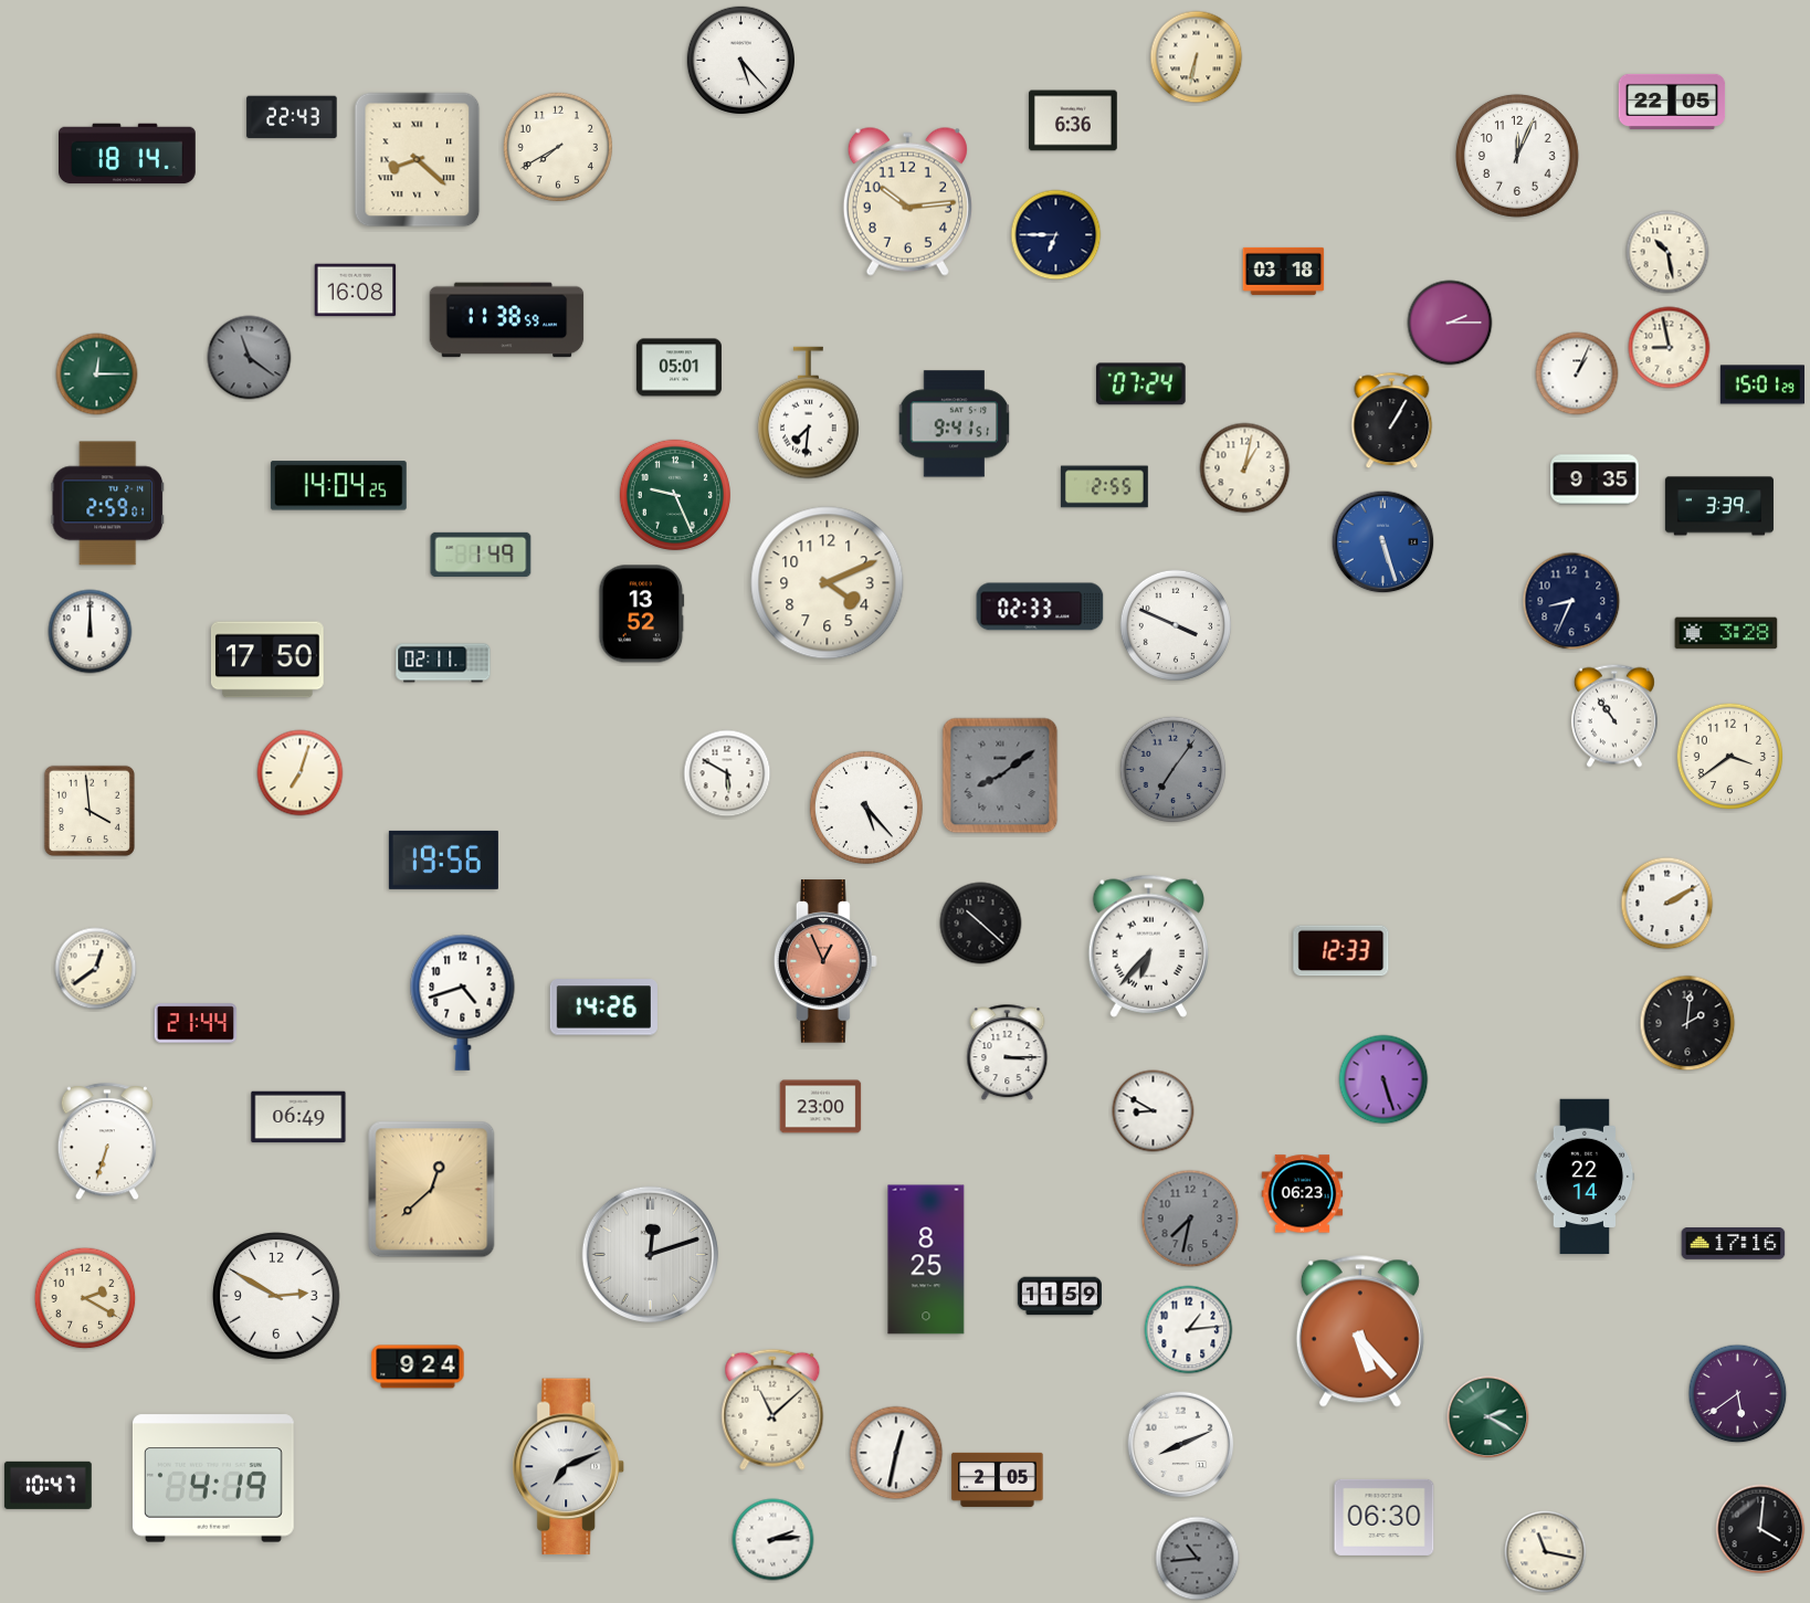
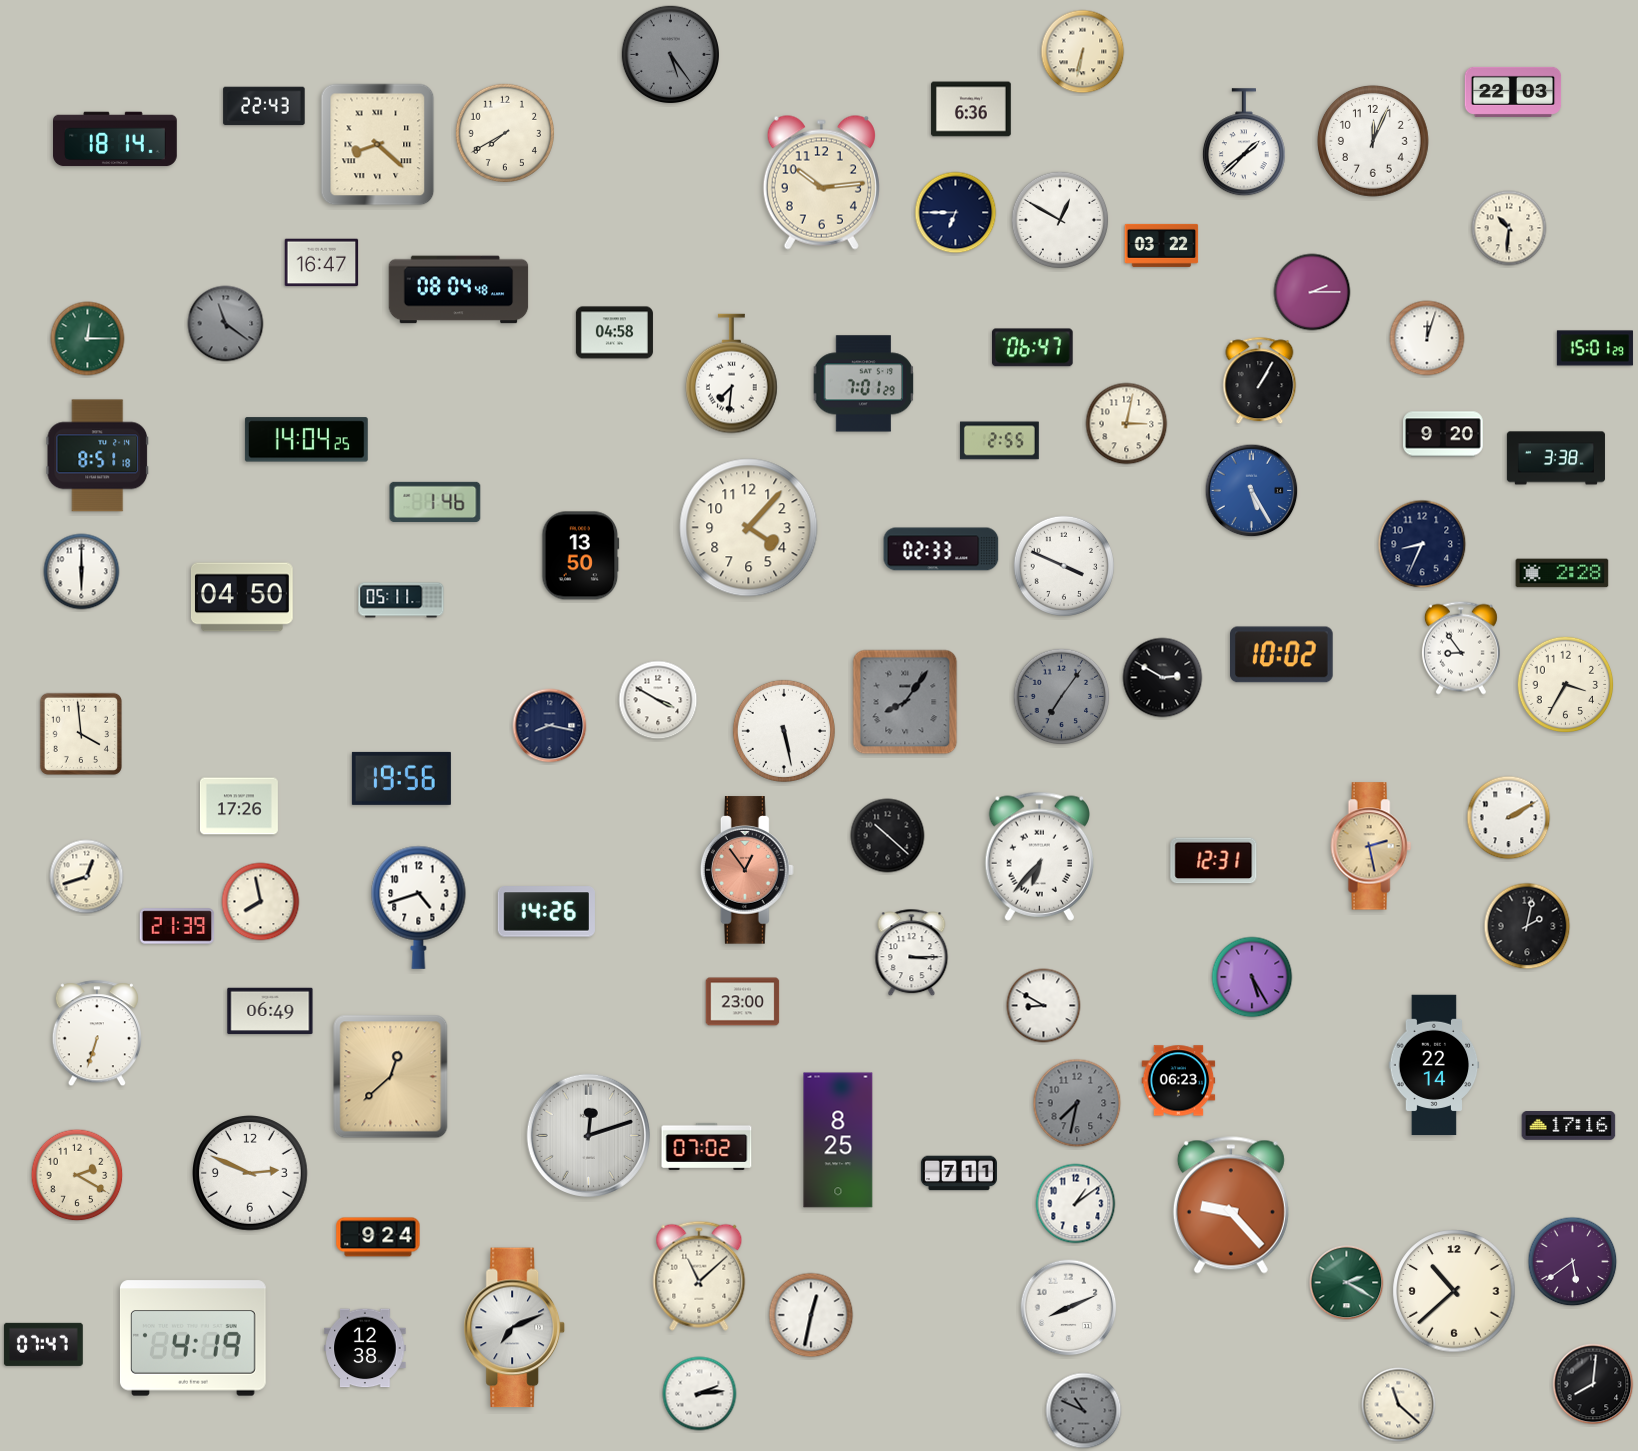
clock at (740, 60): 5:23 -> 5:24
clock at (740, 60) dial: white -> grey
clock at (1672, 102): 22:05 -> 22:03
clock at (1244, 143): none -> 1:38
clock at (1060, 220): none -> 12:50
clock at (1667, 252): 10:28 -> 10:31
clock at (1284, 271): 03:18 -> 03:22
clock at (356, 291): 16:08 -> 16:47
clock at (507, 320): 11:38 -> 08:04
clock at (1670, 348): 8:58 -> none
clock at (678, 368): 05:01 -> 04:58
clock at (1577, 373): 1:04 -> 12:03
clock at (1141, 384): 07:24 -> 06:47
clock at (955, 424): 9:41 -> 7:01
clock at (1245, 468): 1:02 -> 3:02
clock at (1596, 479): 9:35 -> 9:20
clock at (675, 495): 9:26 -> none
clock at (107, 504): 2:59 -> 8:51
clock at (1719, 506): 3:39 -> 3:38
clock at (1383, 542): 5:27 -> 5:25
clock at (481, 553): 1:49 -> 1:46
clock at (828, 583): 4:11 -> 4:07
clock at (642, 614): 13:52 -> 13:50
clock at (91, 632): 12:00 -> 6:00
clock at (1726, 633): 3:28 -> 2:28
clock at (269, 660): 17:50 -> 04:50
clock at (443, 663): 02:11 -> 05:11
clock at (1614, 716): 10:54 -> 8:54
clock at (1282, 655): none -> 10:02
clock at (1163, 678): none -> 2:50
clock at (1730, 757): 3:39 -> 3:35
clock at (301, 773): 7:03 -> none
clock at (727, 773): 5:50 -> 3:50
clock at (1000, 776): 8:09 -> 8:06
clock at (550, 726): none -> 8:17
clock at (866, 808): 5:23 -> 5:28
clock at (239, 806): none -> 17:26
clock at (1371, 846): none -> 2:28
clock at (1341, 951): 12:33 -> 12:31
clock at (825, 961): 12:56 -> 12:54
clock at (96, 969): 12:39 -> 12:42
clock at (261, 902): none -> 7:58
clock at (196, 1023): 21:44 -> 21:39
clock at (1687, 1023): 2:01 -> 2:02
clock at (1383, 1079): 5:27 -> 5:25
clock at (707, 1146): none -> 07:02
clock at (1060, 1296): 11:59 -> 7:11
clock at (277, 1297): 2:50 -> 2:49
clock at (1189, 1330): 1:14 -> 1:09
clock at (1360, 1331): 5:23 -> 9:23
clock at (1454, 1291): none -> 10:38
clock at (998, 1479): 2:05 -> none
clock at (48, 1485): 10:47 -> 07:47
clock at (365, 1348): none -> 12:38
clock at (1385, 1517): 06:30 -> none
clock at (1760, 1529): 4:01 -> 8:01
clock at (1546, 1552): 11:17 -> 11:22
clock at (1198, 1559): 10:44 -> 10:49
